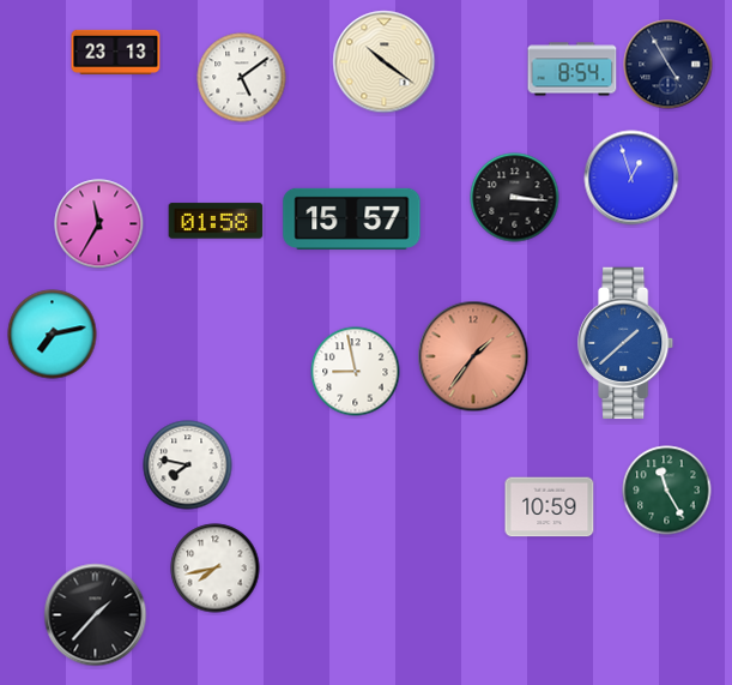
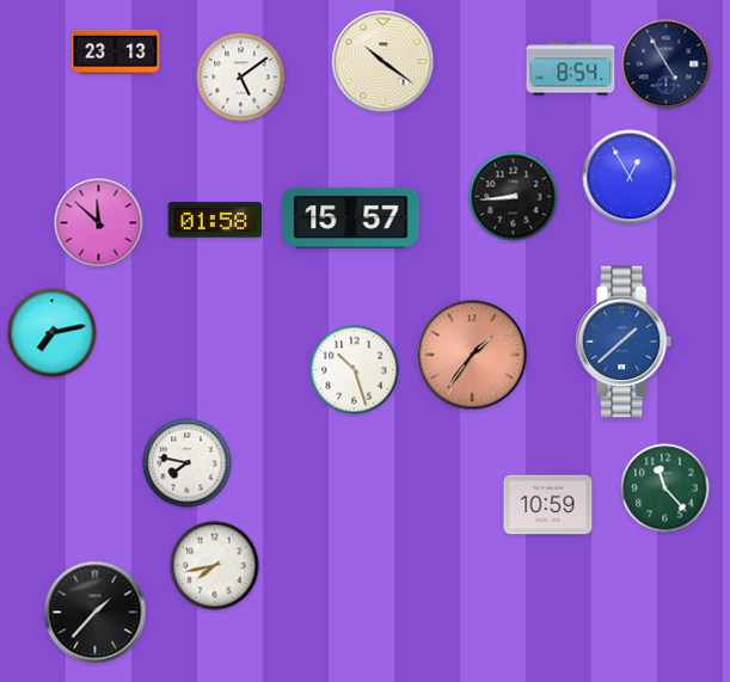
clock at (631, 178): 12:57 -> 12:55
clock at (515, 198): 3:16 -> 8:44
clock at (99, 224): 11:35 -> 11:52
clock at (356, 372): 8:58 -> 10:27
clock at (667, 491): 11:25 -> 11:23
